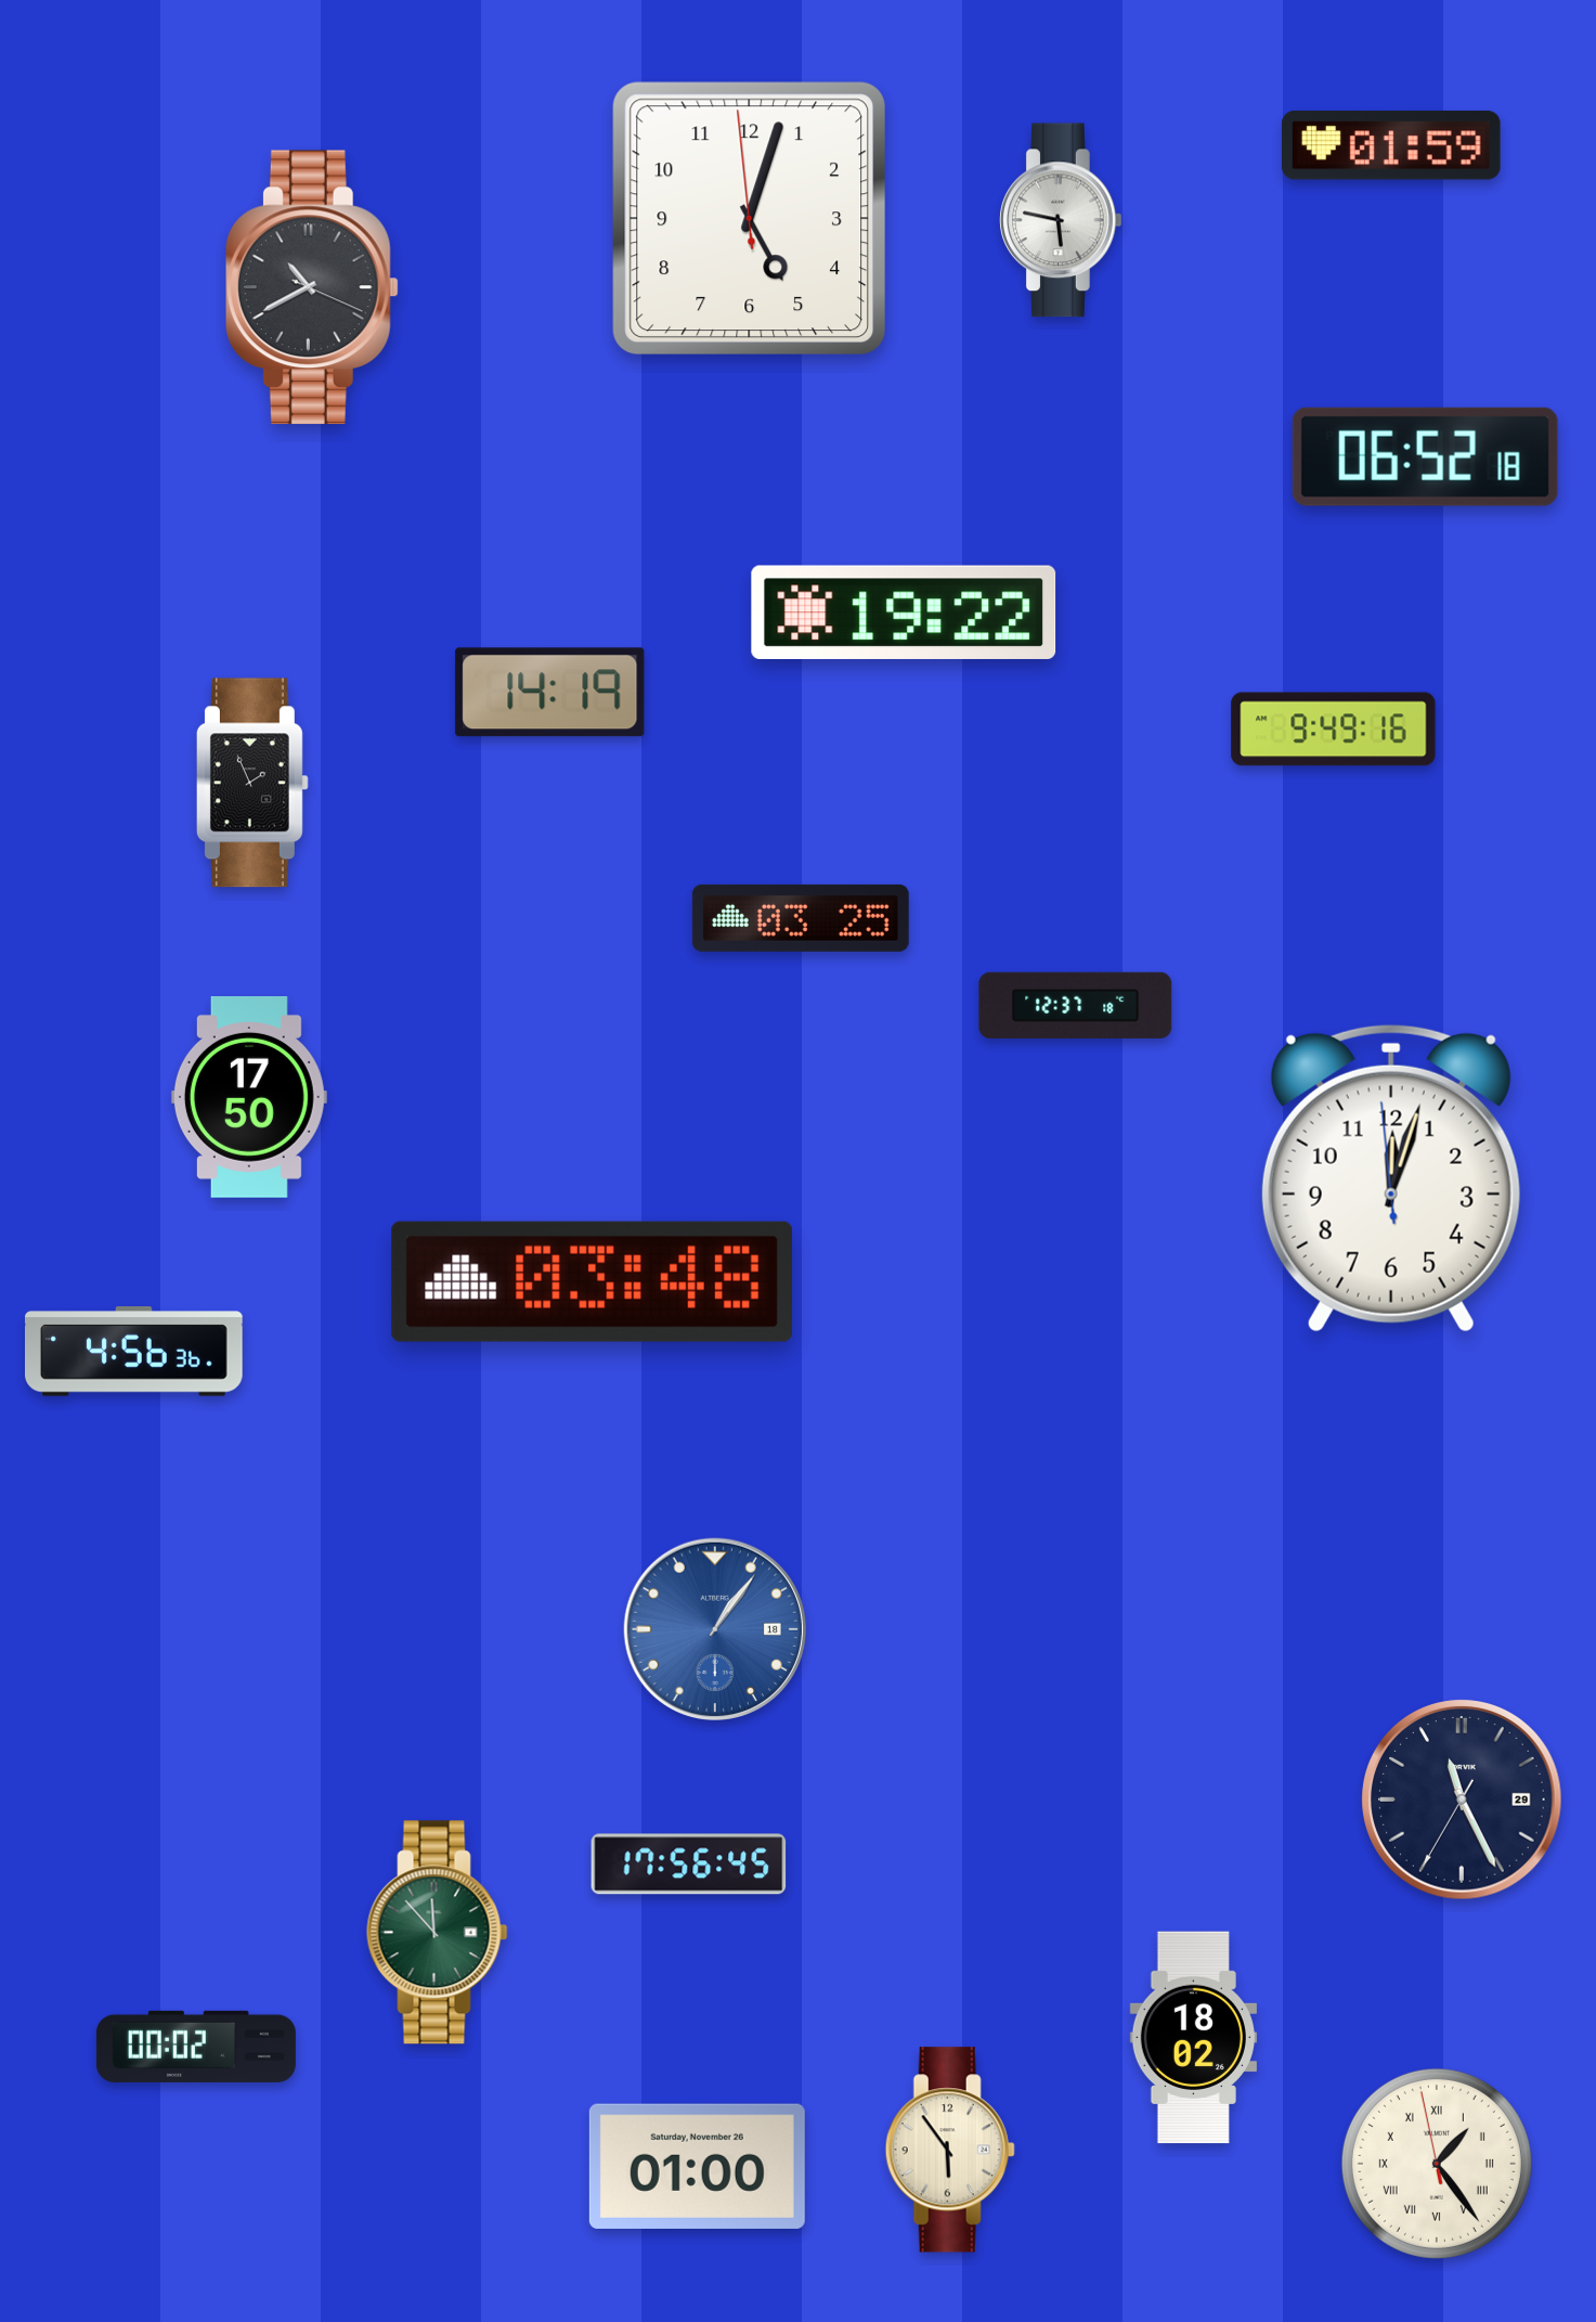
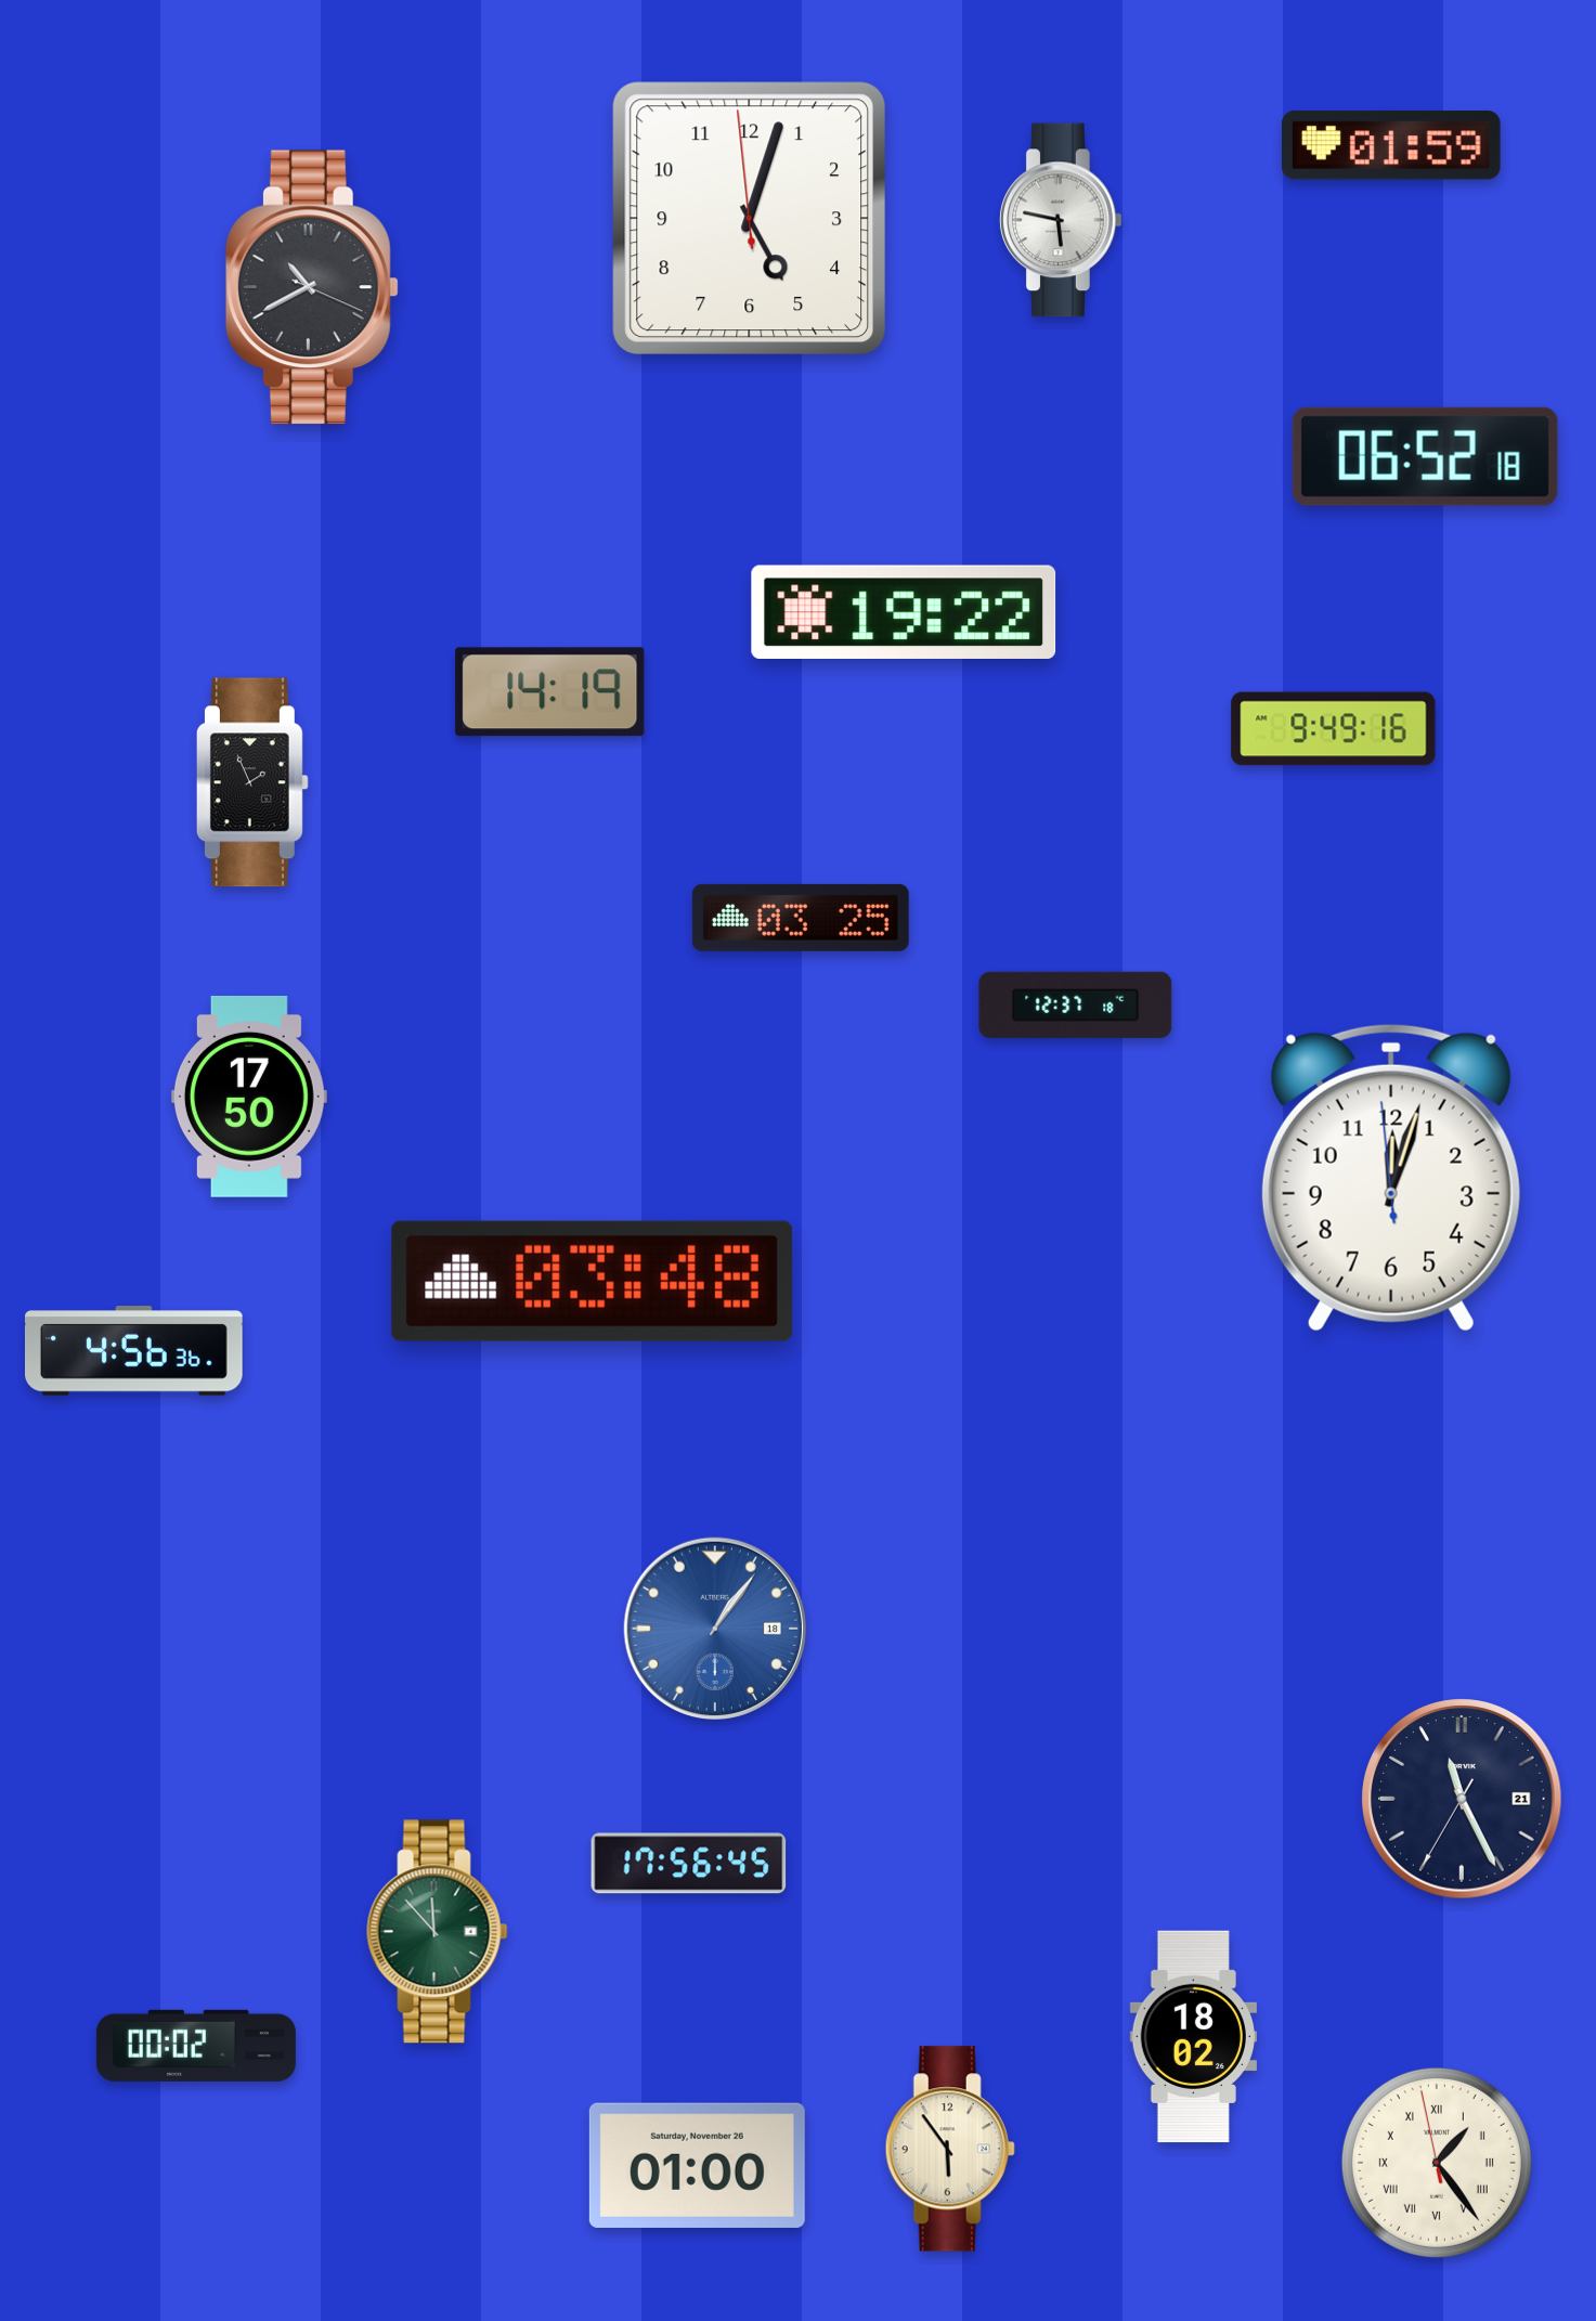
clock at (1462, 1799) date: 29 -> 21
